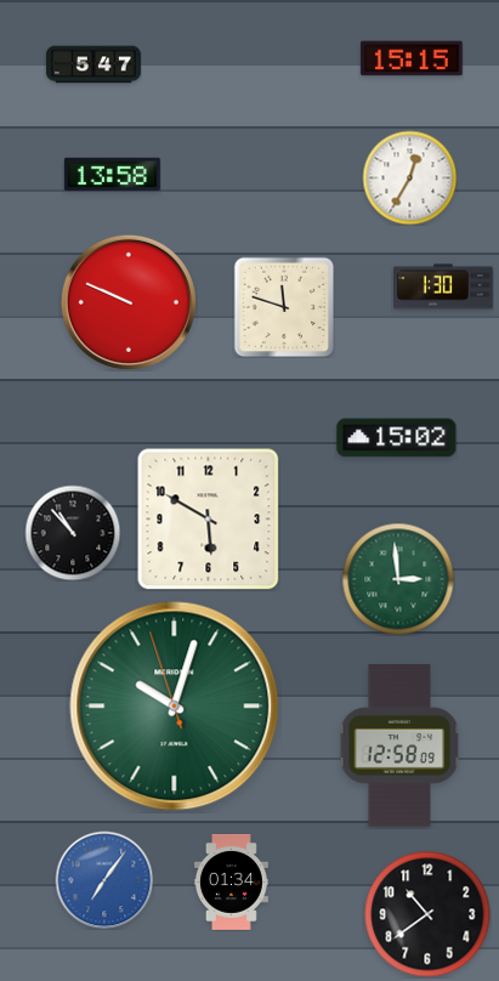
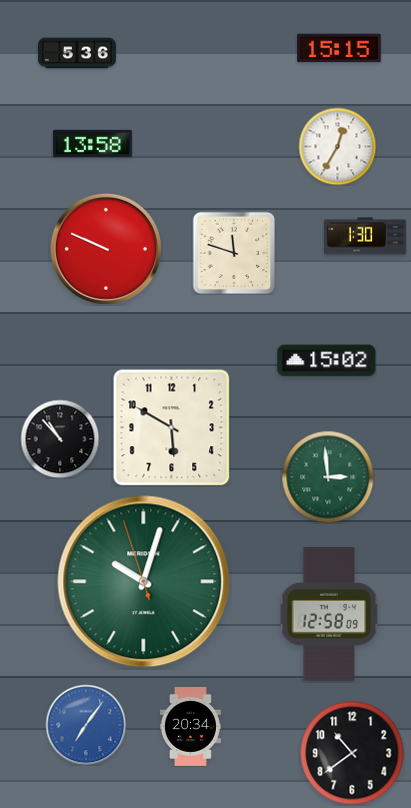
clock at (93, 64): 5:47 -> 5:36
clock at (231, 881): 01:34 -> 20:34
